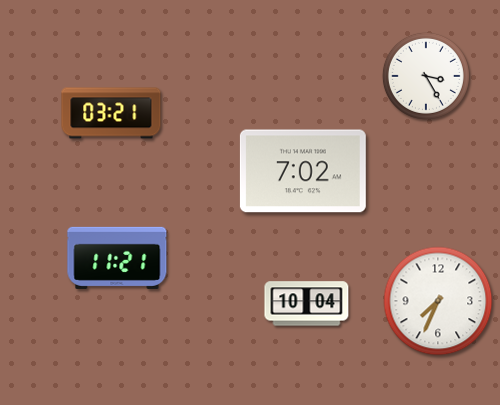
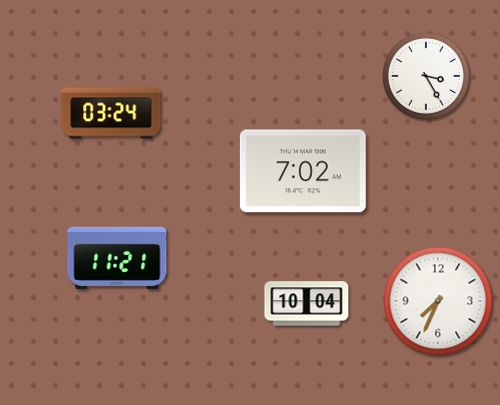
clock at (111, 113): 03:21 -> 03:24
